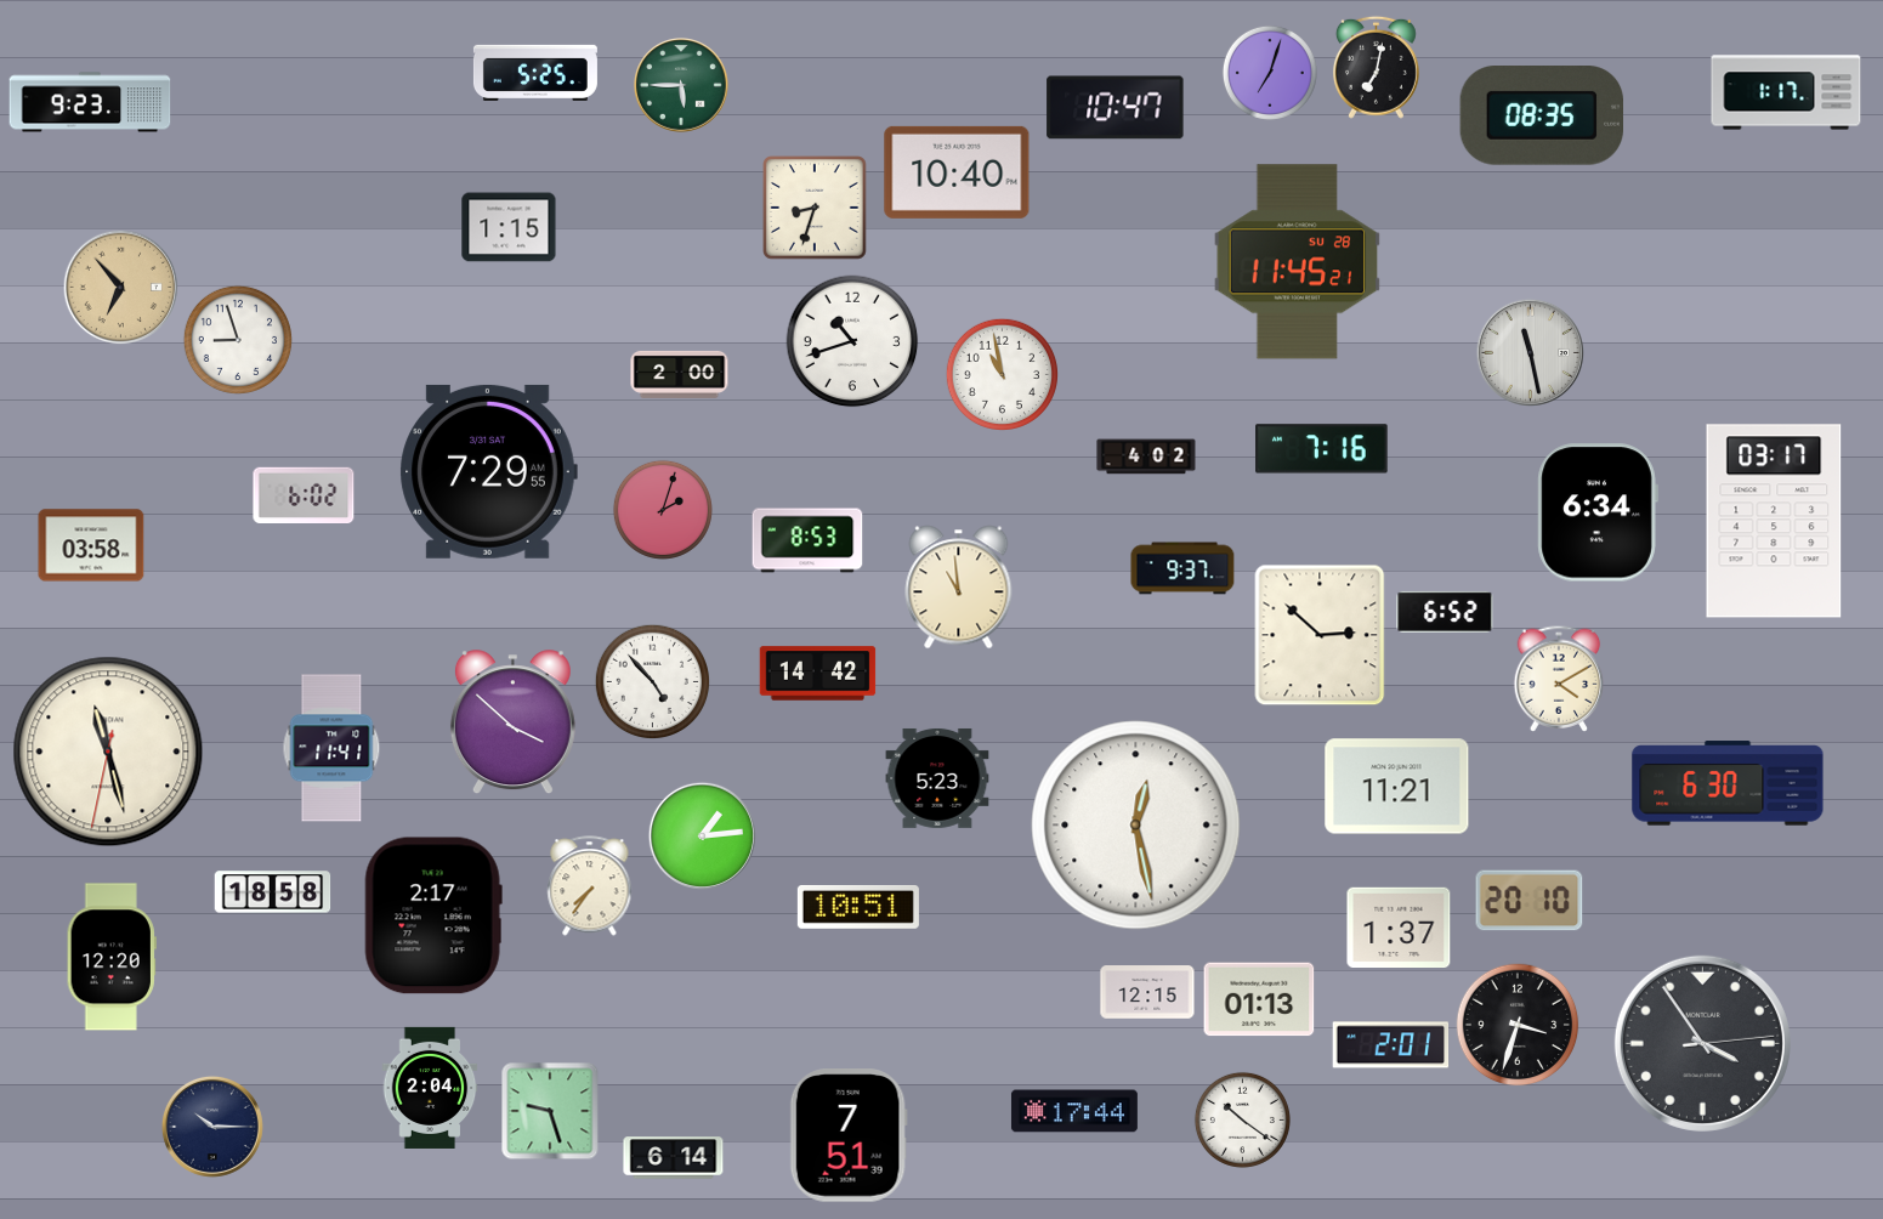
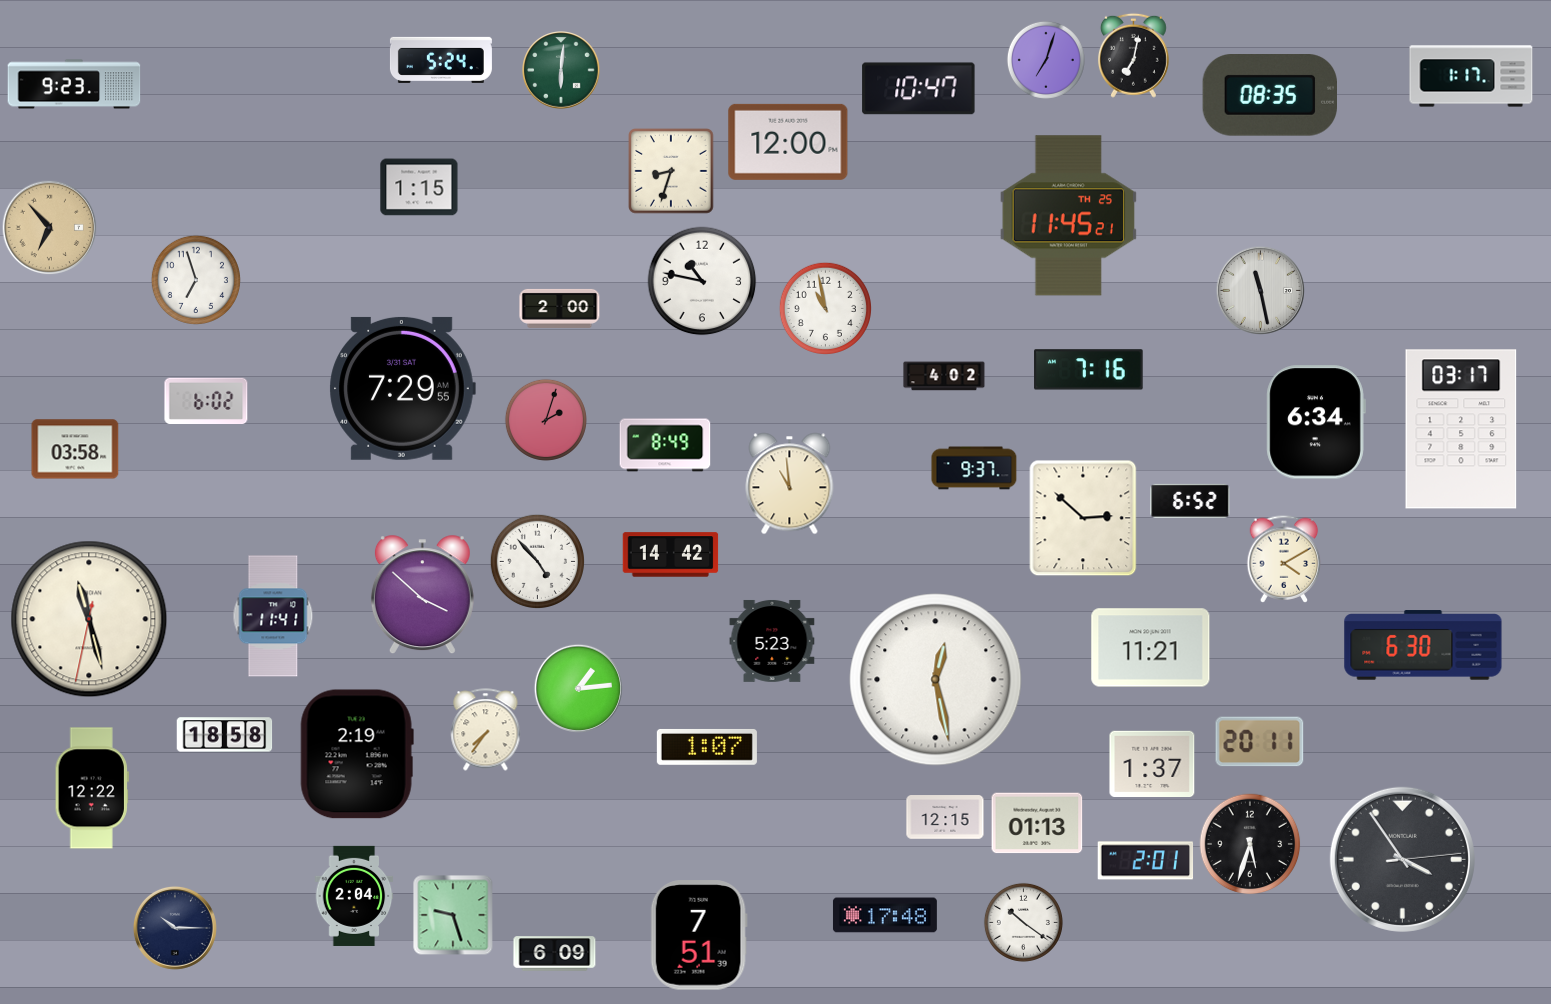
clock at (535, 73): 5:25 -> 5:24
clock at (681, 85): 5:45 -> 6:01
clock at (957, 172): 10:40 -> 12:00
clock at (1297, 262) date: SU 28 -> TH 25
clock at (120, 287) position: (120, 287) -> (49, 227)
clock at (238, 340): 8:57 -> 6:57
clock at (852, 341): 10:42 -> 10:47
clock at (304, 494) position: (304, 494) -> (206, 400)
clock at (807, 540): 8:53 -> 8:49
clock at (1445, 612) position: (1445, 612) -> (1190, 501)
clock at (1320, 635) position: (1320, 635) -> (1083, 518)
clock at (818, 674) position: (818, 674) -> (671, 555)
clock at (1530, 901): 20:10 -> 20:11
clock at (858, 907): 10:51 -> 1:07
clock at (433, 915): 2:17 -> 2:19
clock at (112, 957): 12:20 -> 12:22
clock at (1518, 1025): 3:33 -> 5:33
clock at (1074, 1111): 17:44 -> 17:48
clock at (674, 1158): 6:14 -> 6:09
